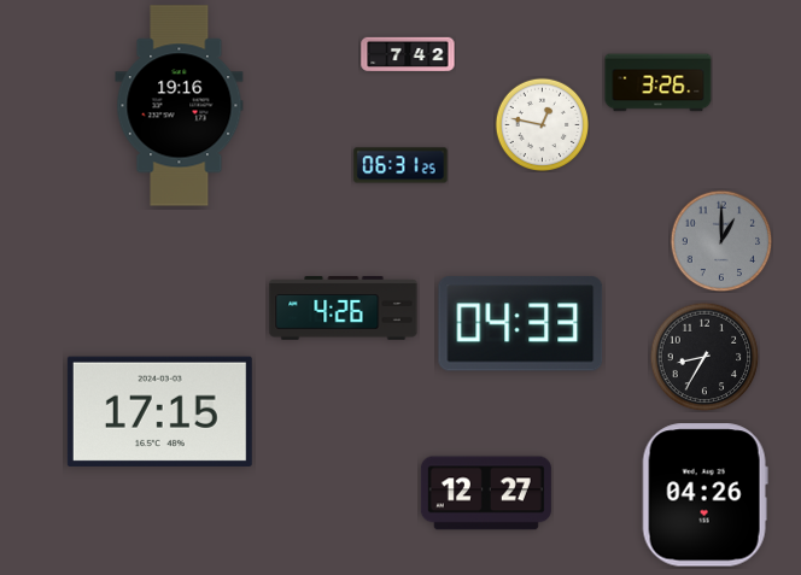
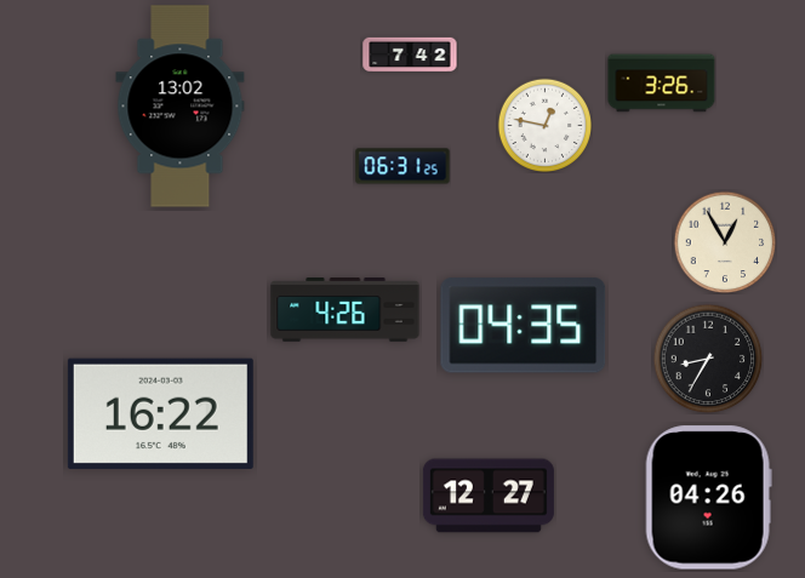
clock at (180, 106): 19:16 -> 13:02
clock at (721, 241): 1:00 -> 12:55
clock at (721, 241) dial: grey -> cream
clock at (521, 324): 04:33 -> 04:35
clock at (159, 411): 17:15 -> 16:22
